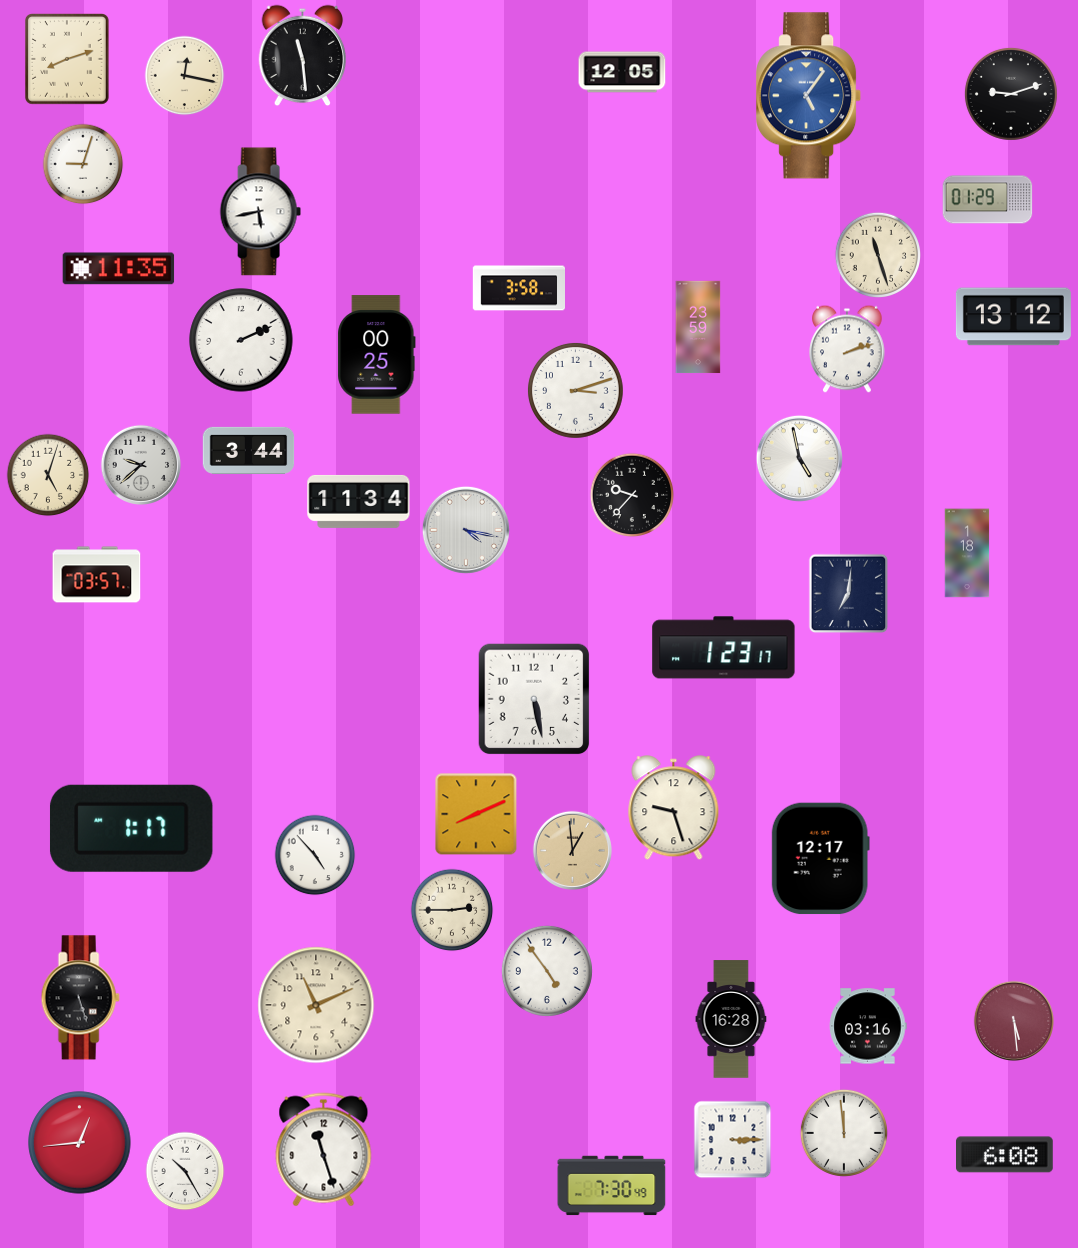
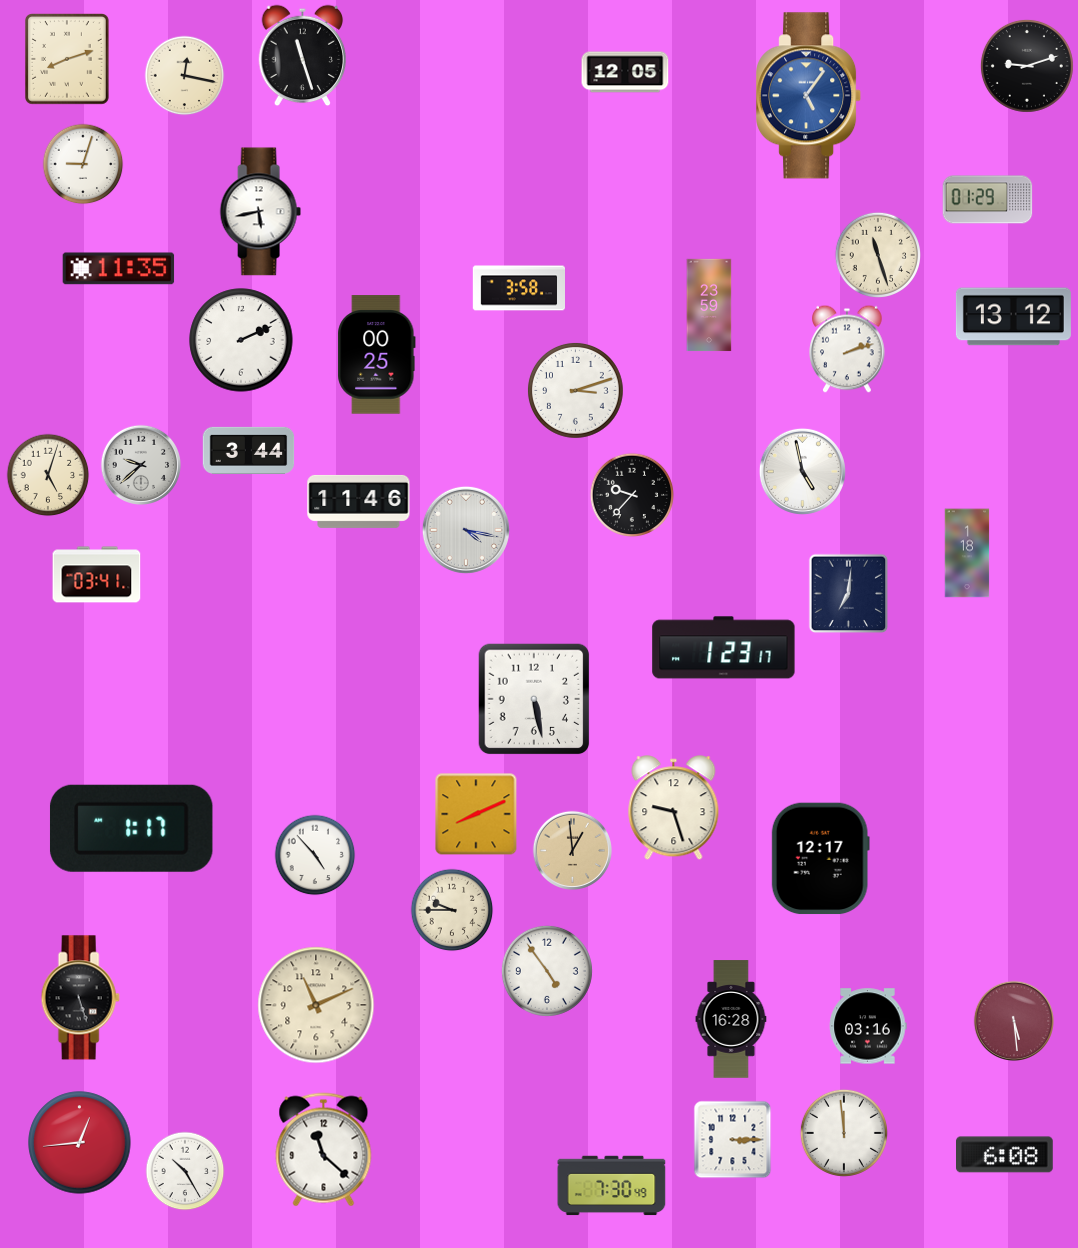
clock at (303, 56): 11:29 -> 11:27
clock at (622, 72) position: (622, 72) -> (625, 72)
clock at (1011, 94) position: (1011, 94) -> (1027, 66)
clock at (698, 327) position: (698, 327) -> (709, 305)
clock at (799, 458) position: (799, 458) -> (802, 471)
clock at (359, 501): 11:34 -> 11:46
clock at (97, 575): 03:57 -> 03:41
clock at (452, 910): 2:45 -> 9:45
clock at (324, 1150): 11:27 -> 11:22
